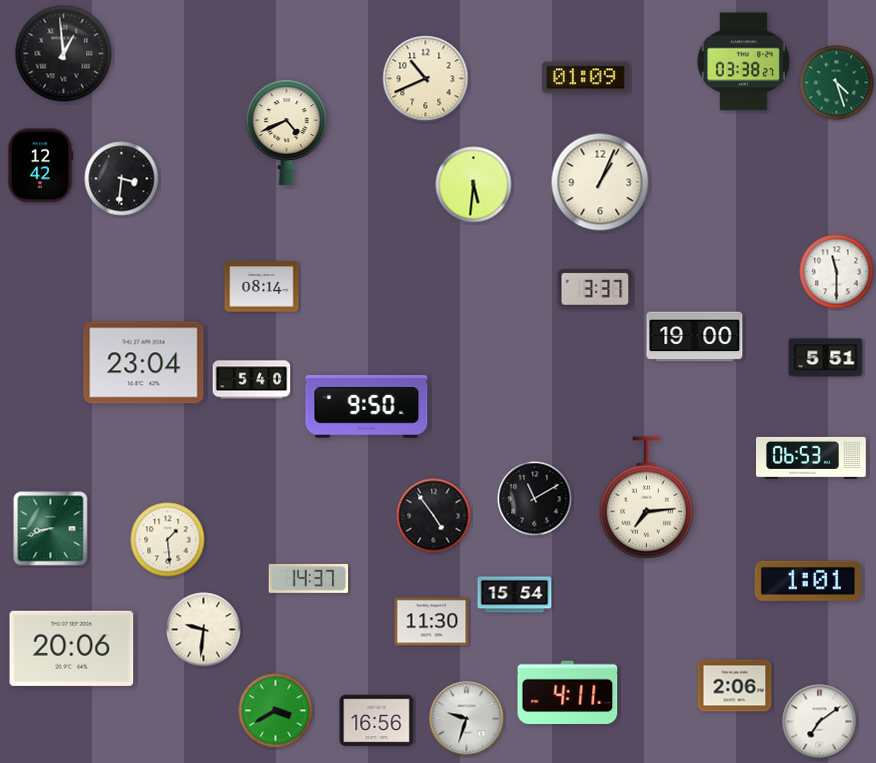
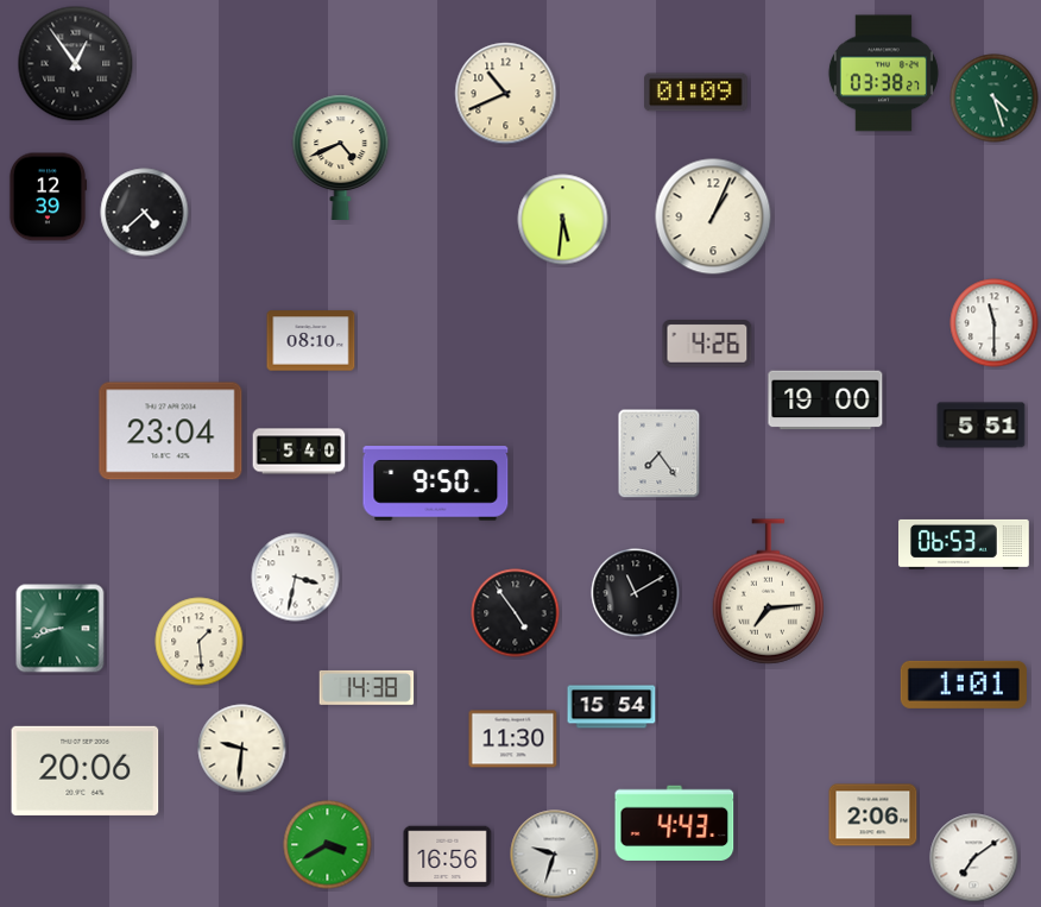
clock at (64, 54): 12:59 -> 12:54
clock at (40, 166): 12:42 -> 12:39
clock at (122, 179): 3:31 -> 4:38
clock at (262, 287): 08:14 -> 08:10
clock at (595, 289): 3:37 -> 4:26
clock at (660, 454): none -> 7:24
clock at (296, 578): none -> 3:32
clock at (309, 578): 14:37 -> 14:38
clock at (808, 581) position: (808, 581) -> (964, 685)
clock at (568, 693): 4:11 -> 4:43
